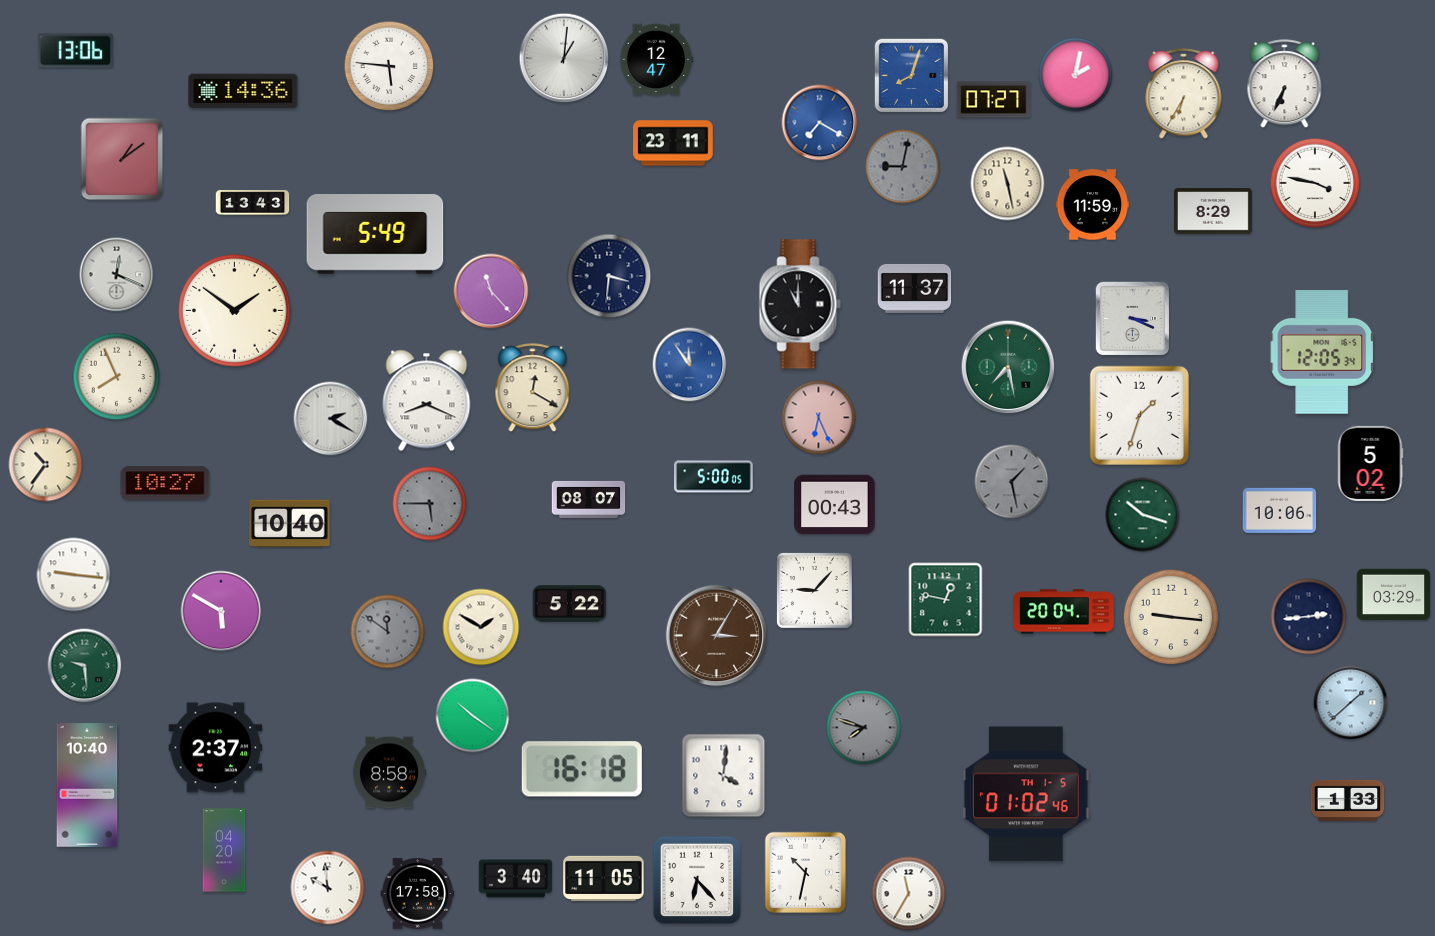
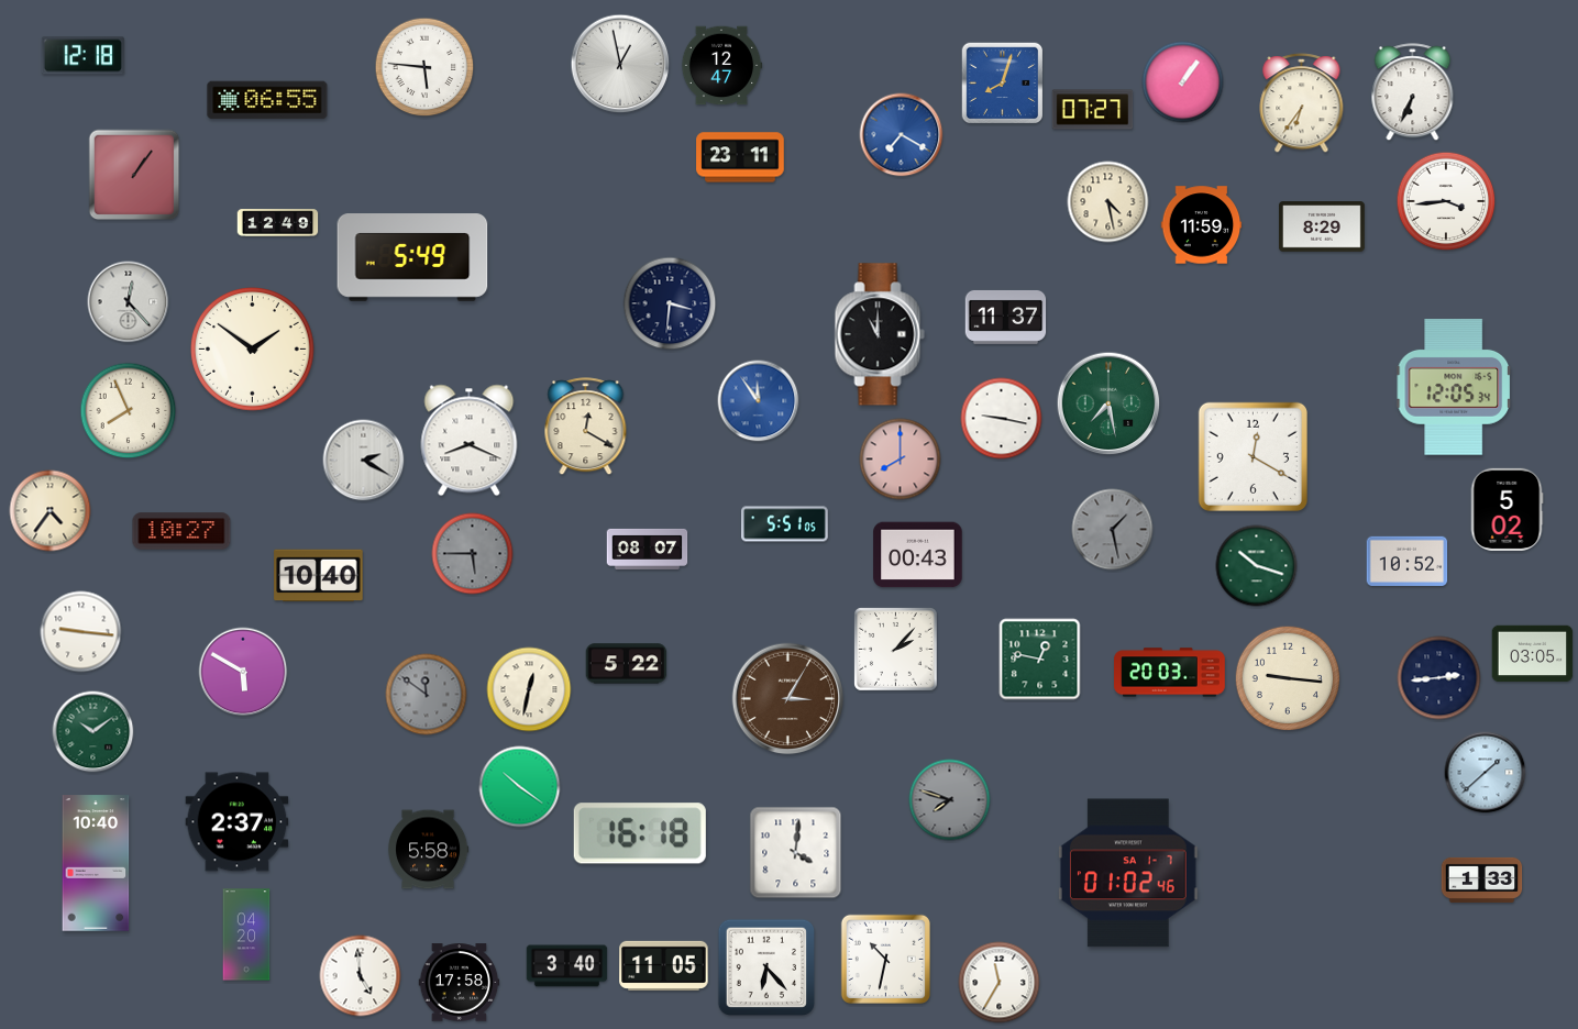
clock at (75, 51): 13:06 -> 12:18
clock at (564, 58): 1:01 -> 12:58
clock at (389, 66) position: (389, 66) -> (424, 67)
clock at (1076, 75): 2:02 -> 1:06
clock at (243, 91): 14:36 -> 06:55
clock at (1184, 94): 6:35 -> 6:36
clock at (122, 159): 1:09 -> 1:06
clock at (903, 167): 9:02 -> none
clock at (1315, 183): 3:47 -> 3:44
clock at (1008, 184): 11:28 -> 4:28
clock at (253, 203): 13:43 -> 12:49
clock at (1213, 211) position: (1213, 211) -> (1322, 226)
clock at (117, 275): 12:19 -> 12:23
clock at (491, 291): 11:23 -> none
clock at (235, 311) position: (235, 311) -> (253, 350)
clock at (1133, 319): 3:19 -> none
clock at (117, 377) position: (117, 377) -> (129, 411)
clock at (1002, 419): none -> 9:17
clock at (1139, 415): 1:33 -> 12:20
clock at (819, 418): 6:26 -> 8:00
clock at (46, 465): 10:36 -> 4:36
clock at (714, 477): 5:00 -> 5:51
clock at (1280, 510): 10:06 -> 10:52
clock at (815, 591): 9:07 -> 2:07
clock at (1394, 595): 03:29 -> 03:05
clock at (1064, 612): 20:04 -> 20:03
clock at (481, 627): 1:50 -> 12:32
clock at (85, 666): 9:29 -> 10:09
clock at (582, 769) position: (582, 769) -> (640, 833)
clock at (390, 773): 8:58 -> 5:58
clock at (1026, 794) date: TH 1-5 -> SA 1-7
clock at (328, 888): 9:59 -> 4:59
